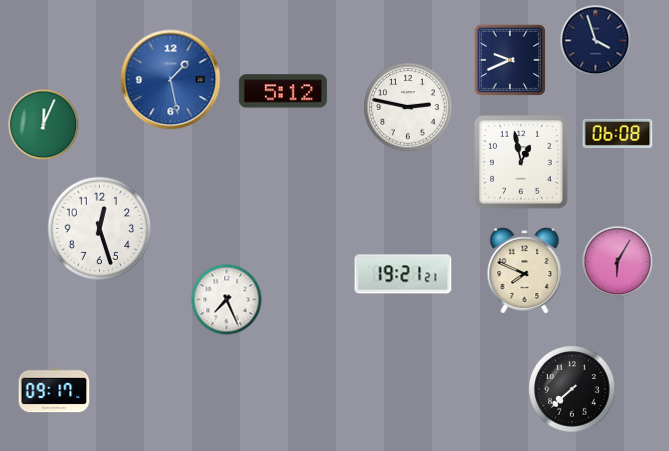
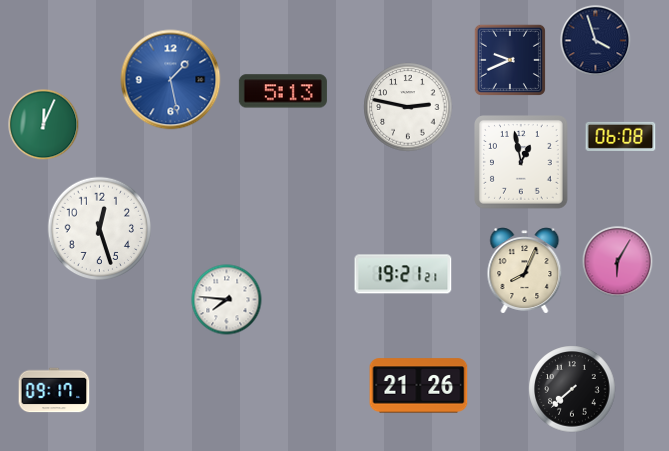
clock at (283, 91): 5:12 -> 5:13
clock at (618, 133) position: (618, 133) -> (621, 136)
clock at (525, 271): 7:49 -> 8:04
clock at (227, 300): 7:26 -> 7:46
clock at (419, 386): none -> 21:26
